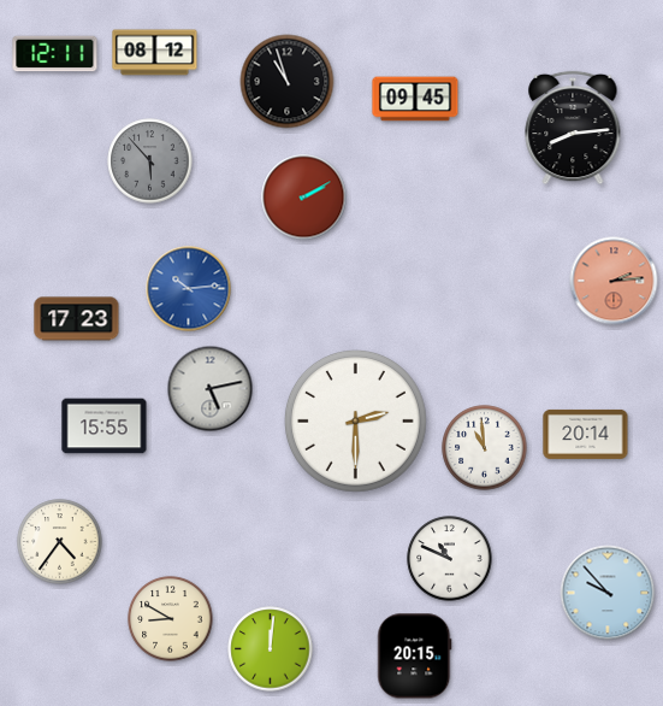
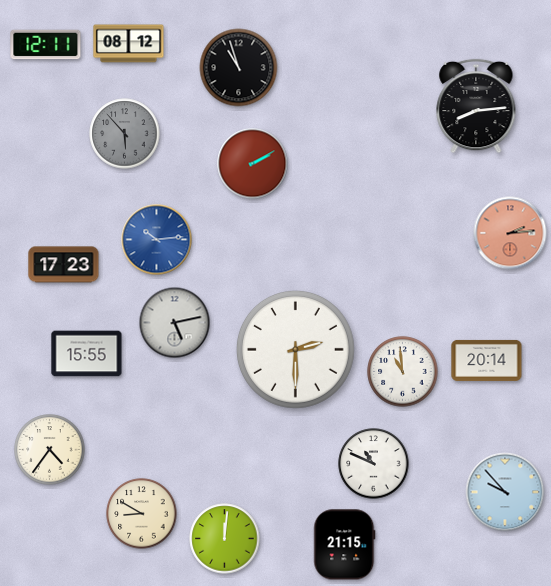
clock at (415, 99): 09:45 -> none
clock at (415, 657): 20:15 -> 21:15
